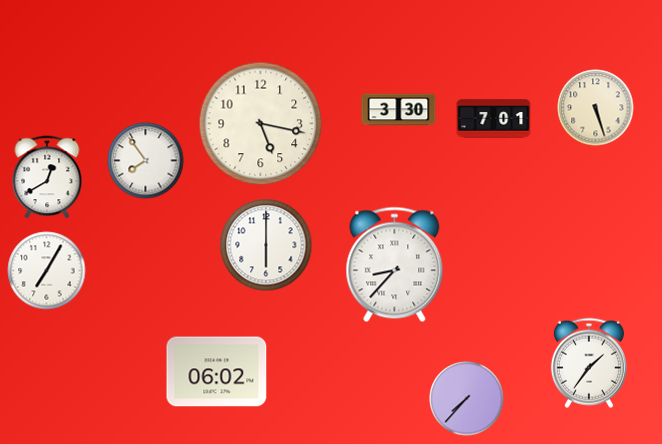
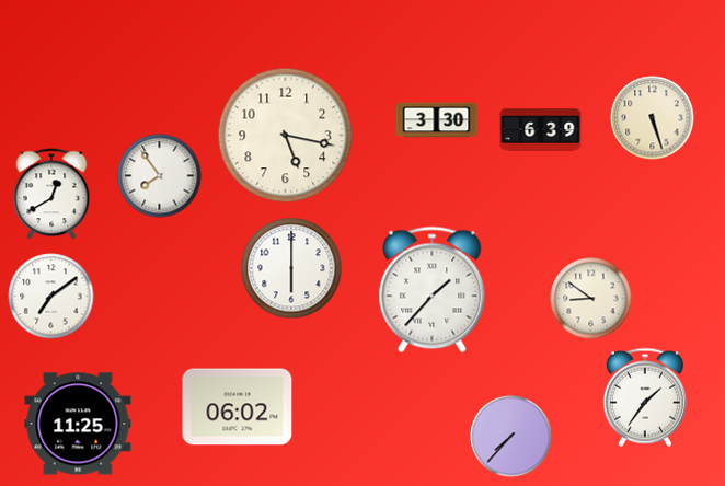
clock at (494, 119): 7:01 -> 6:39
clock at (395, 265): 8:37 -> 1:37
clock at (47, 271): 7:05 -> 7:09
clock at (591, 299): none -> 8:51
clock at (78, 424): none -> 11:25
